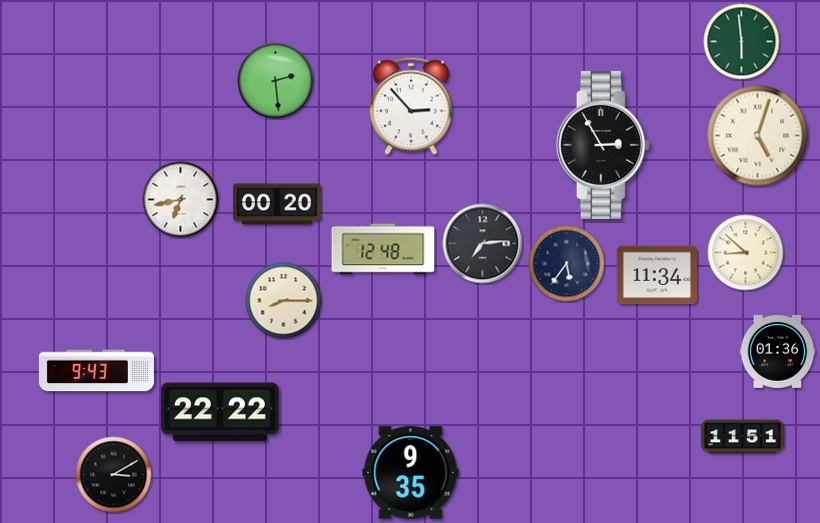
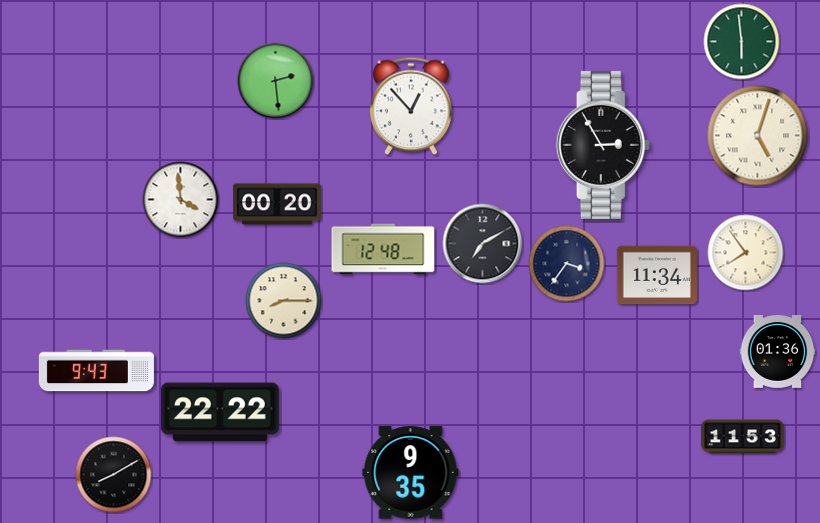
clock at (412, 106): 2:53 -> 12:53
clock at (181, 200): 6:43 -> 3:59
clock at (483, 244): 7:14 -> 7:10
clock at (746, 253): 8:52 -> 7:54
clock at (567, 264): 5:36 -> 3:36
clock at (742, 437): 11:51 -> 11:53
clock at (114, 475): 3:10 -> 8:10
